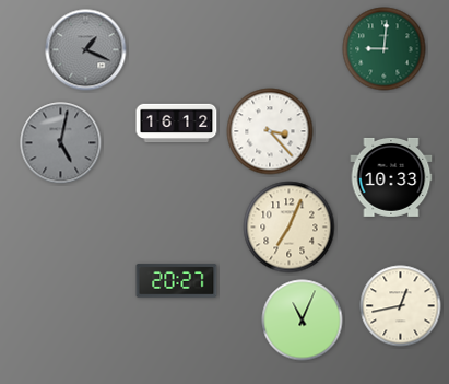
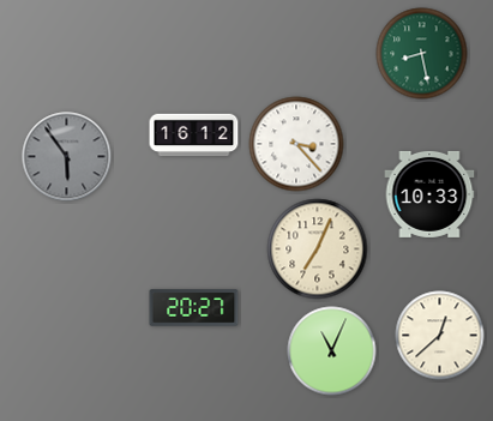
clock at (385, 49): 9:01 -> 8:28
clock at (86, 50): 1:19 -> none
clock at (61, 143): 5:02 -> 5:54
clock at (401, 306): 12:43 -> 12:38
